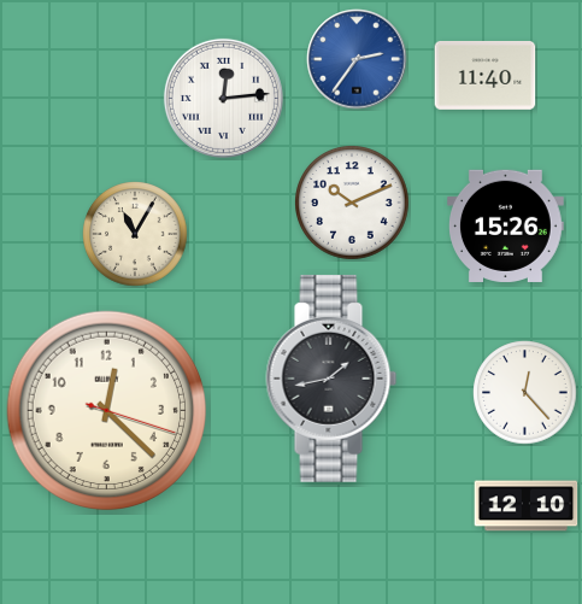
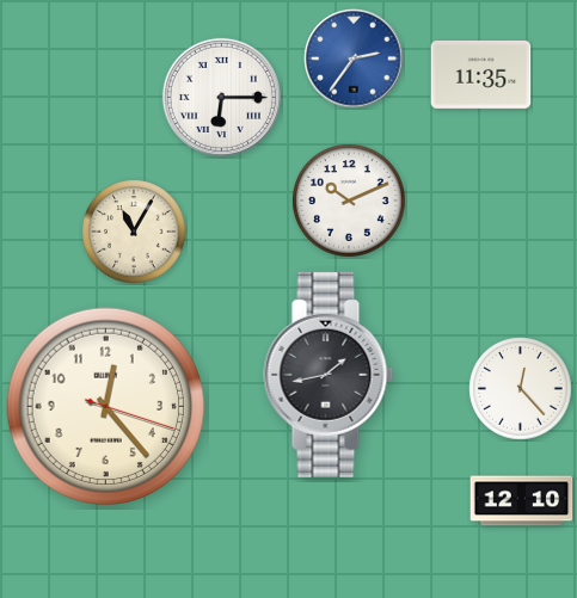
clock at (486, 75): 11:40 -> 11:35
clock at (223, 98): 12:14 -> 6:15
clock at (506, 225): 15:26 -> none
clock at (107, 411): 12:22 -> 12:23
